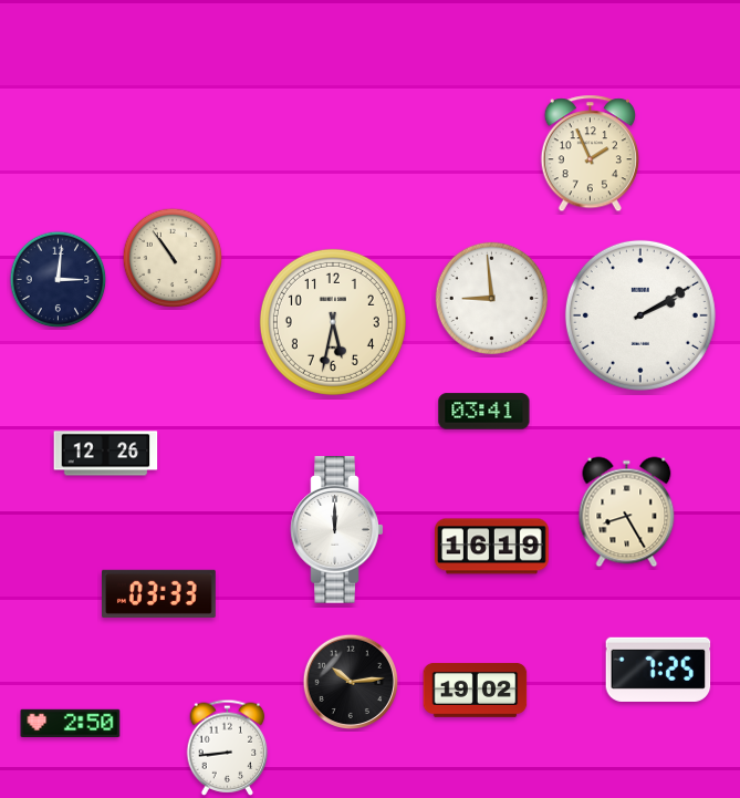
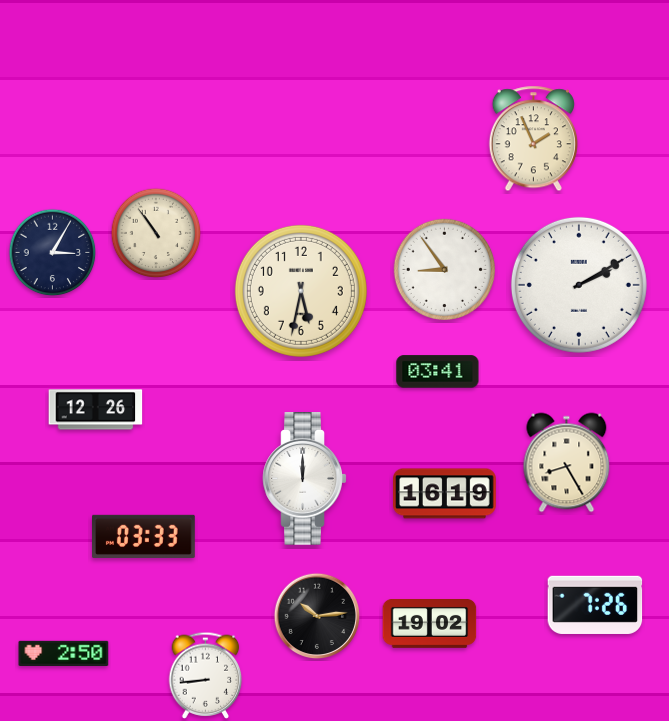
clock at (59, 280): 3:01 -> 3:05
clock at (491, 298): 8:59 -> 8:54
clock at (658, 670): 7:25 -> 7:26
